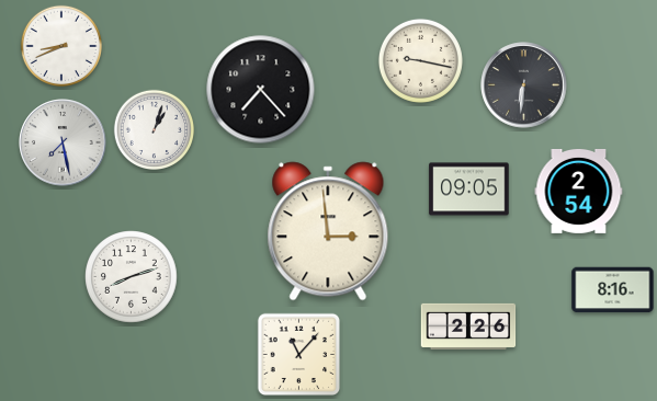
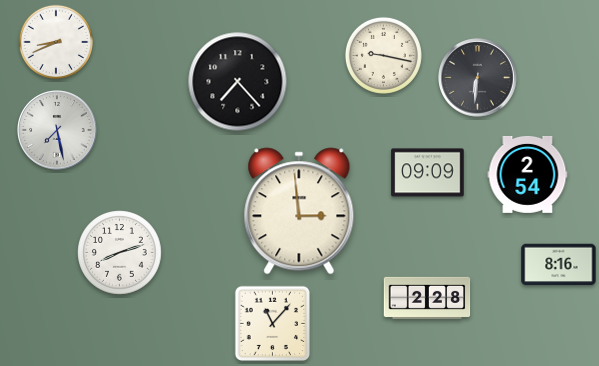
clock at (155, 129): 1:03 -> none
clock at (469, 190): 09:05 -> 09:09
clock at (468, 326): 2:26 -> 2:28
